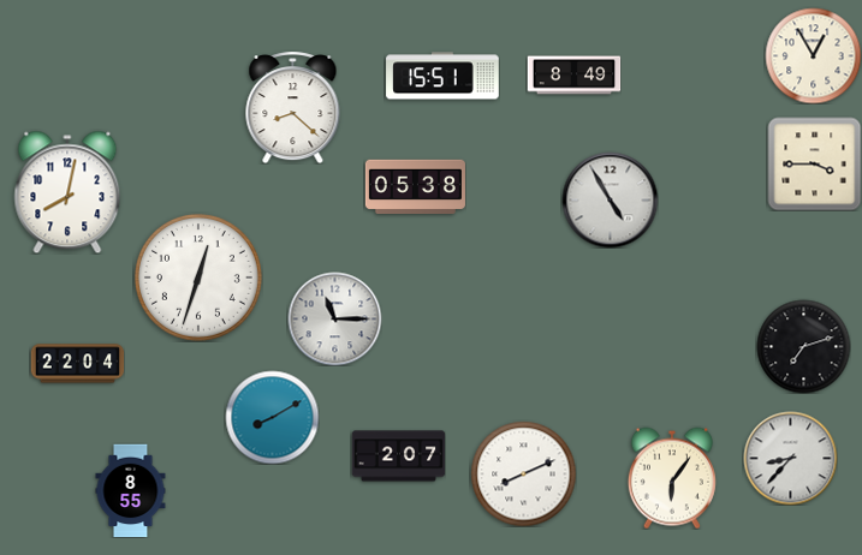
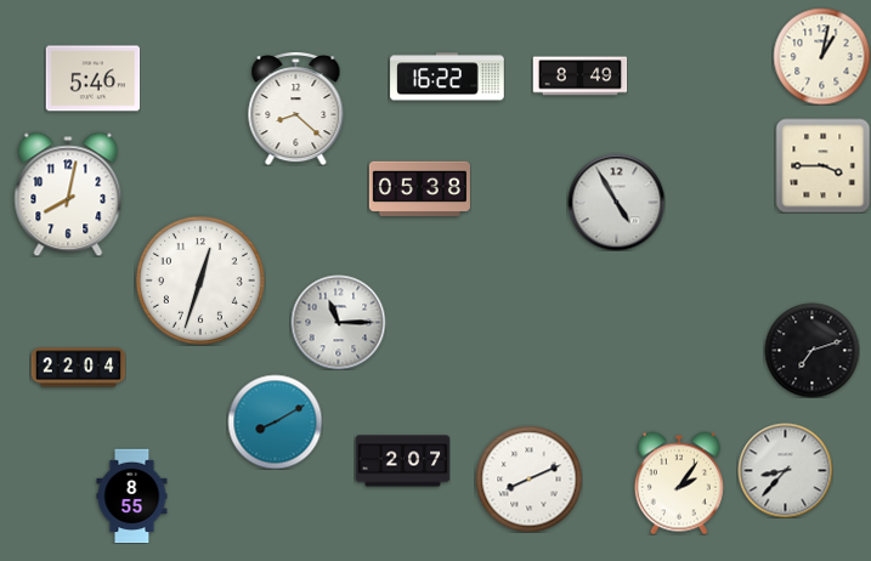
clock at (813, 55): 12:55 -> 1:02
clock at (442, 76): 15:51 -> 16:22
clock at (92, 79): none -> 5:46
clock at (790, 458) position: (790, 458) -> (785, 470)
clock at (672, 478): 6:06 -> 2:06
